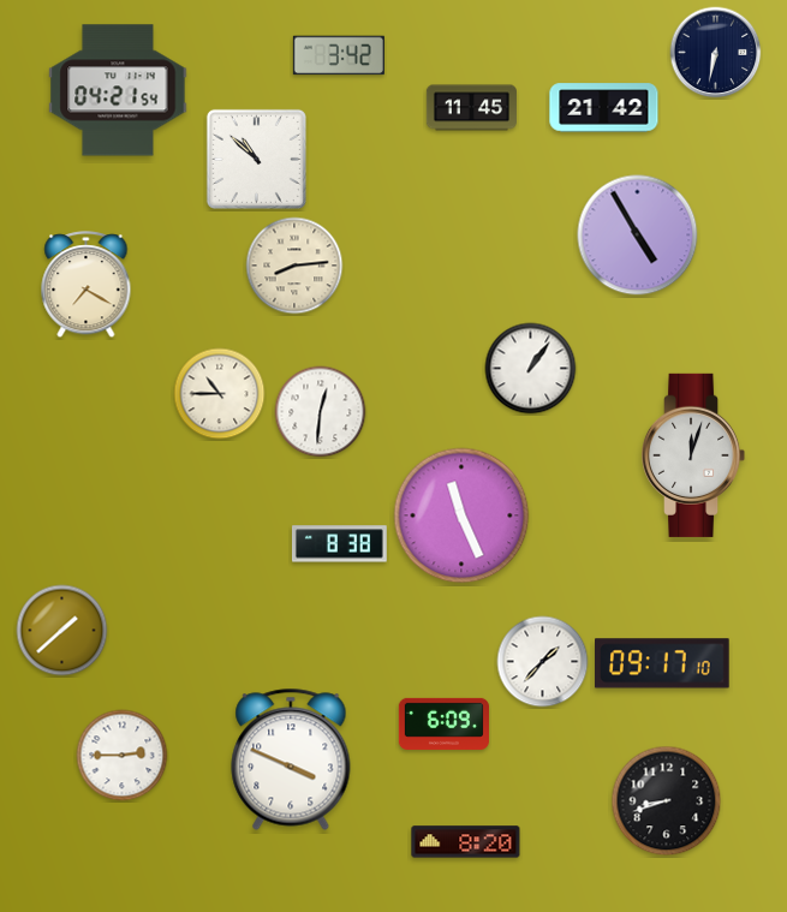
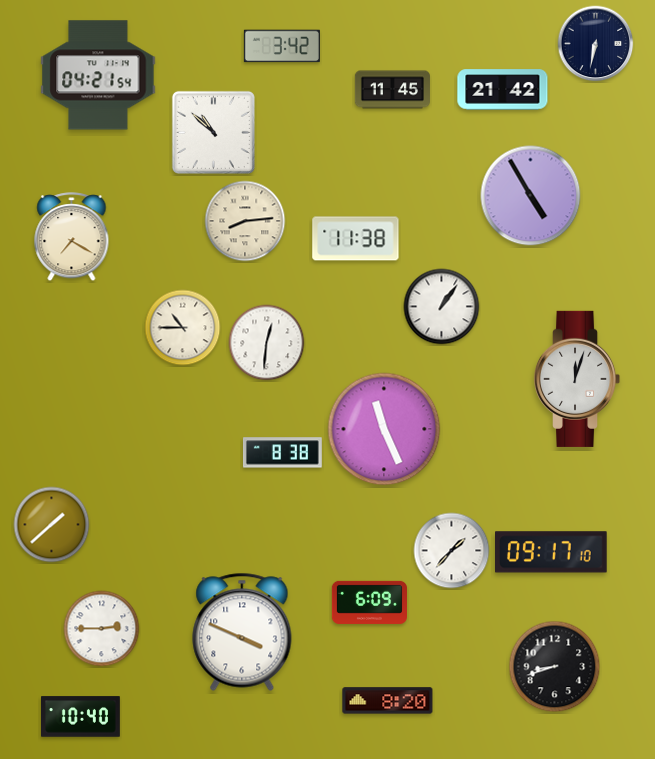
clock at (356, 239): none -> 11:38
clock at (81, 717): none -> 10:40
